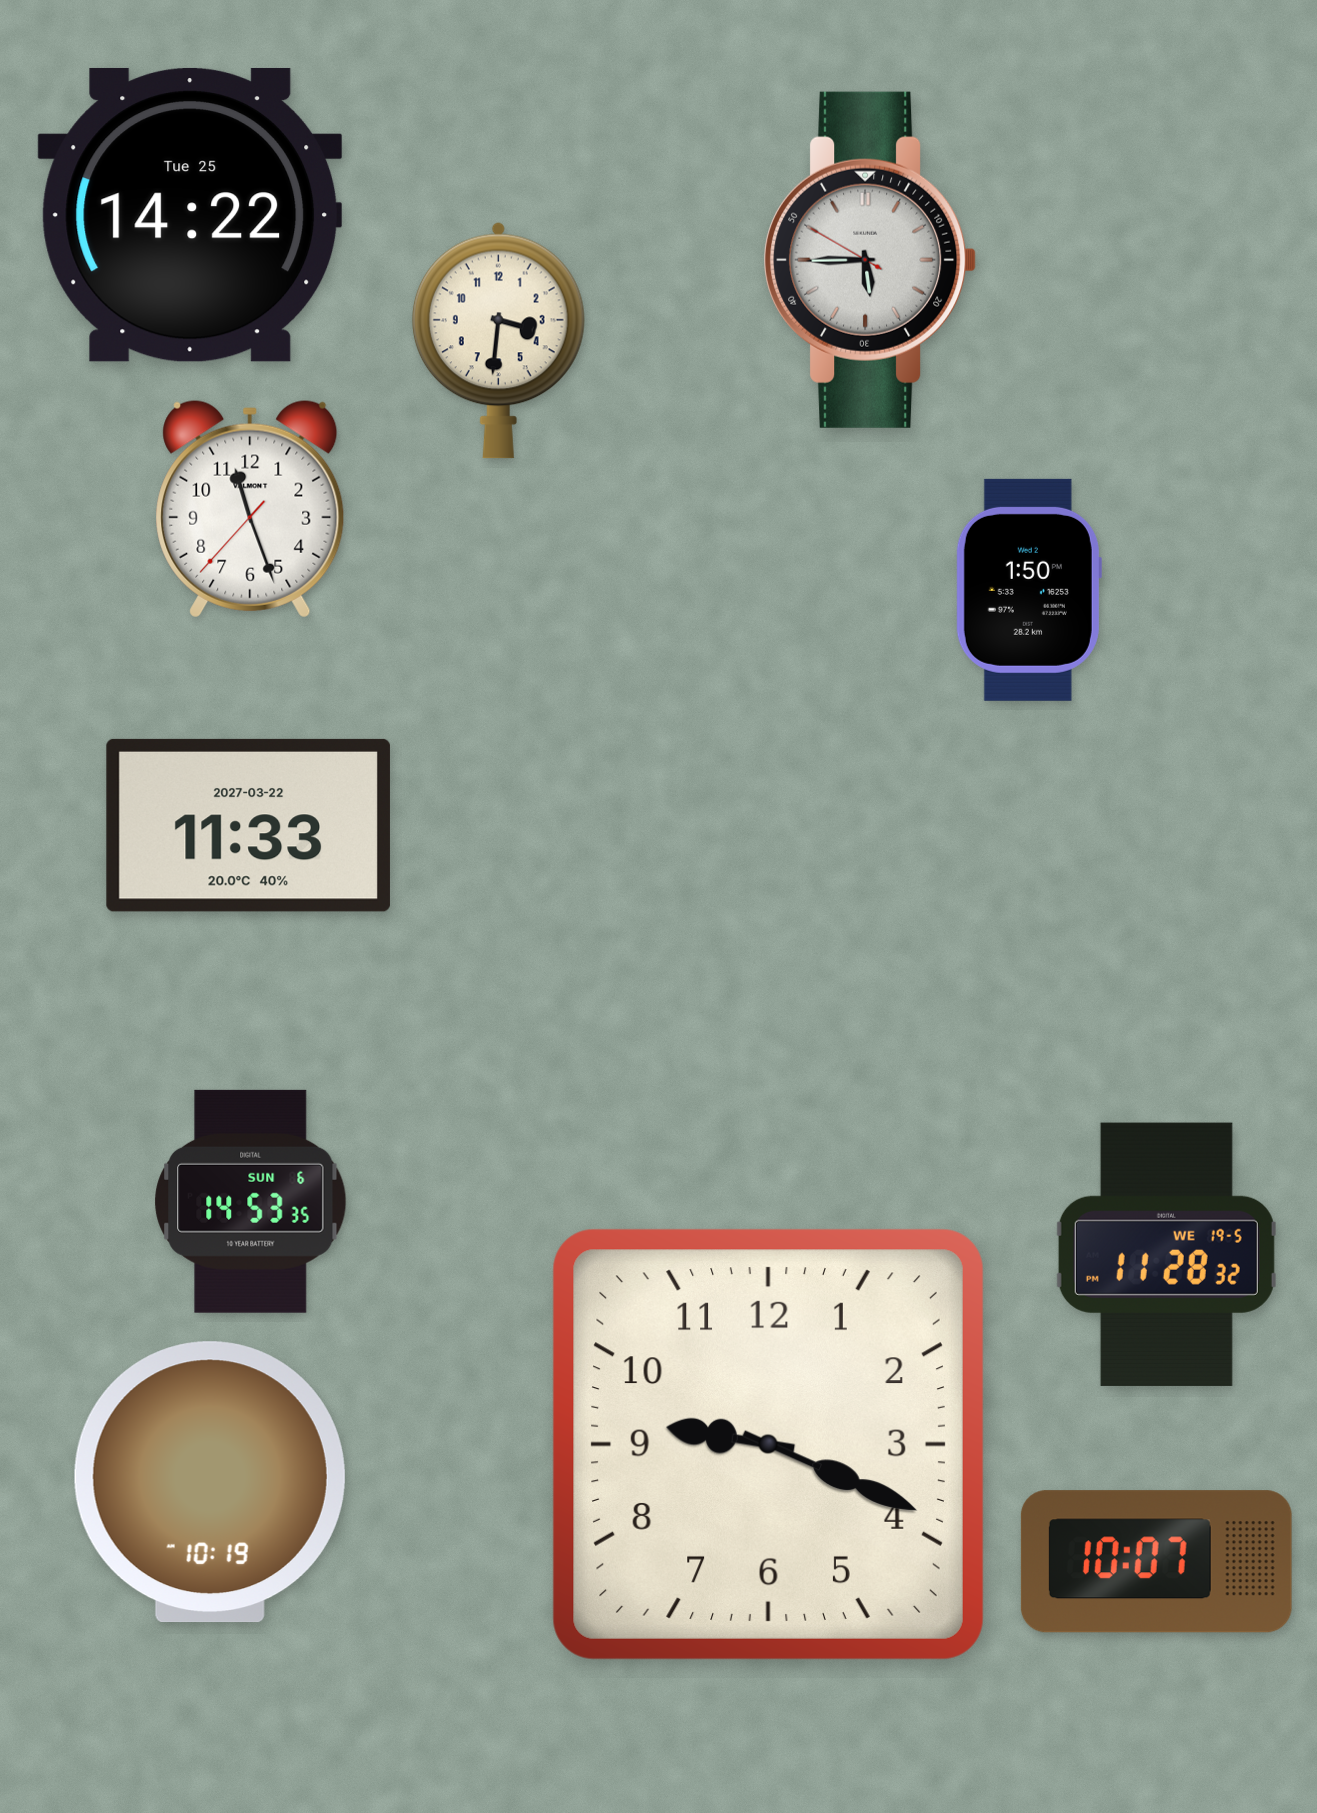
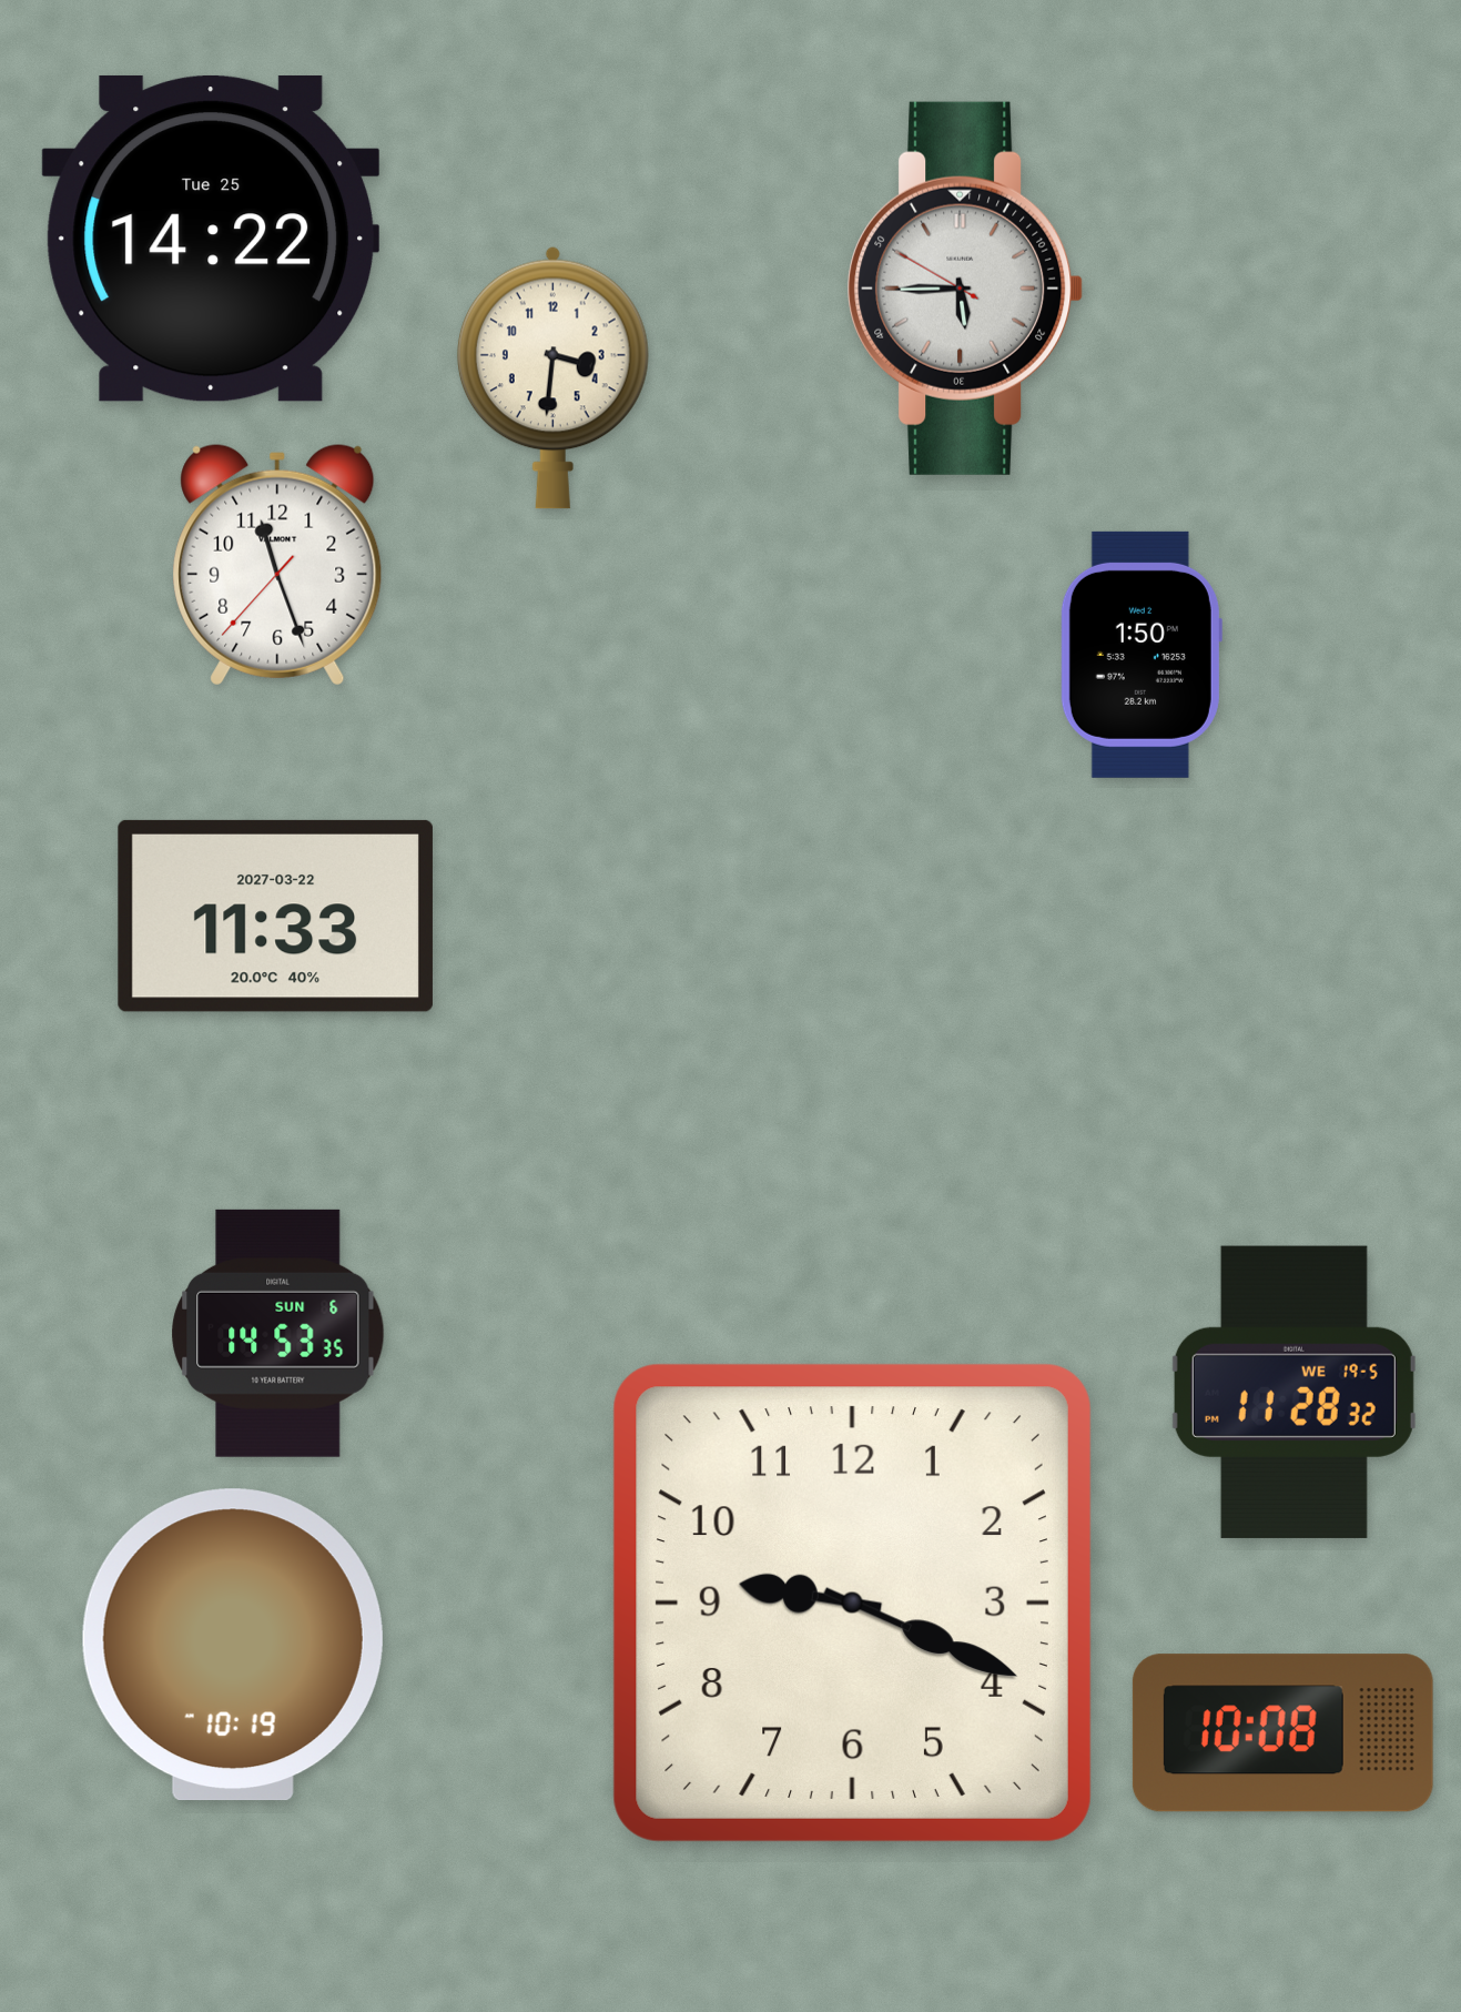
clock at (1156, 1562): 10:07 -> 10:08
